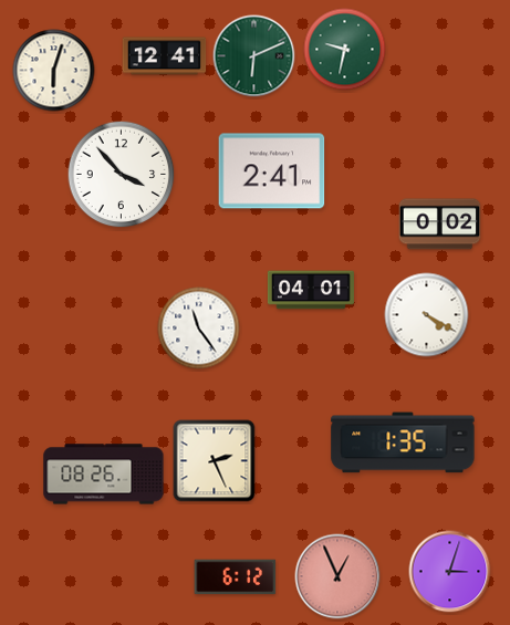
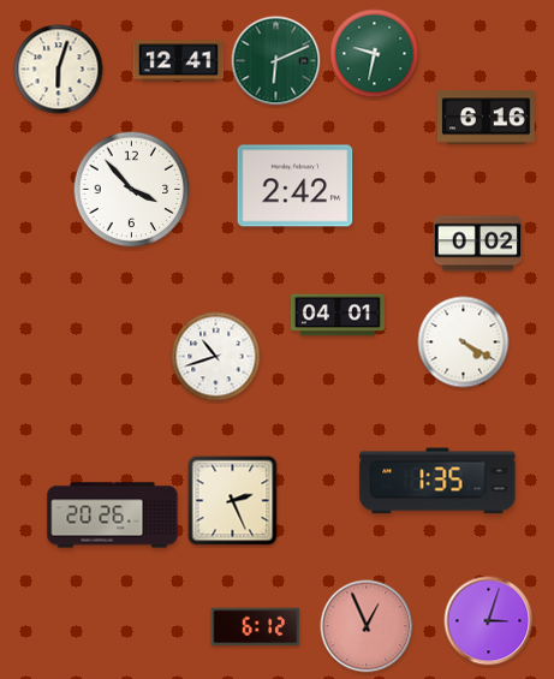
clock at (54, 71) position: (54, 71) -> (59, 70)
clock at (487, 118): none -> 6:16
clock at (272, 171): 2:41 -> 2:42
clock at (199, 329): 11:24 -> 10:42
clock at (104, 475): 08:26 -> 20:26
